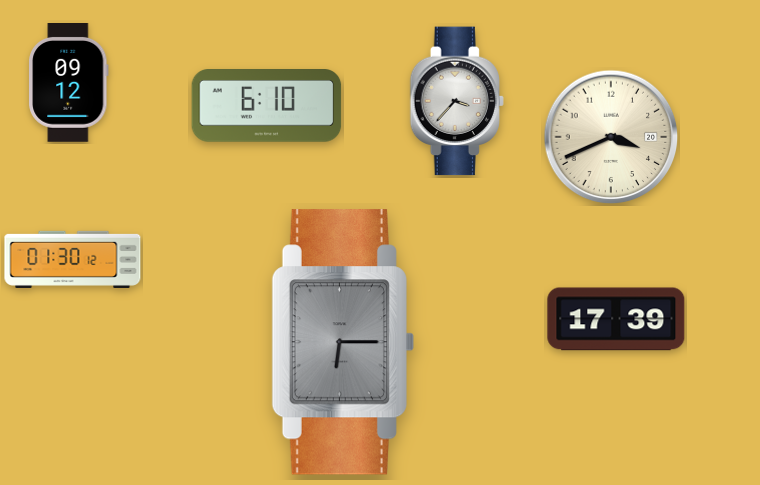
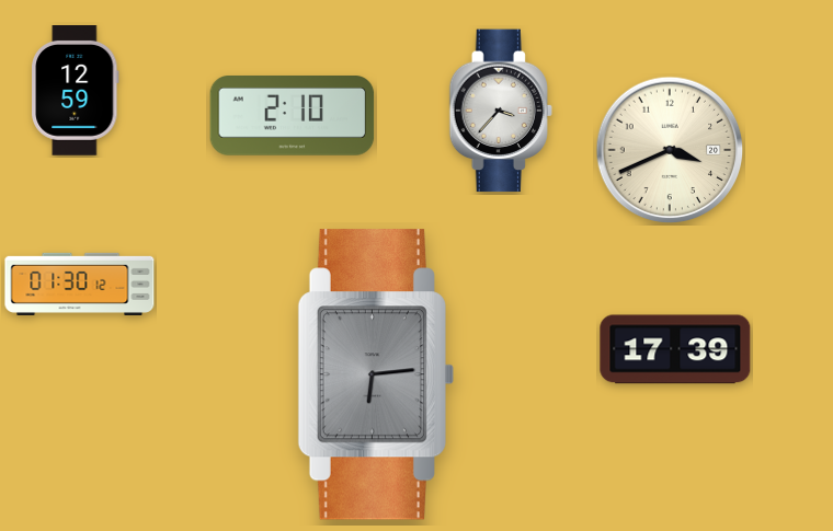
clock at (69, 83): 09:12 -> 12:59
clock at (267, 106): 6:10 -> 2:10
clock at (343, 342): 6:15 -> 6:14
